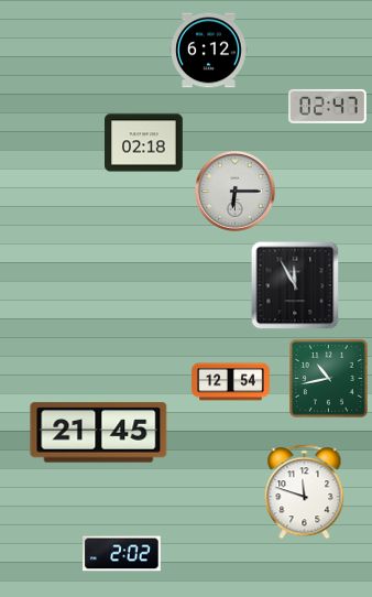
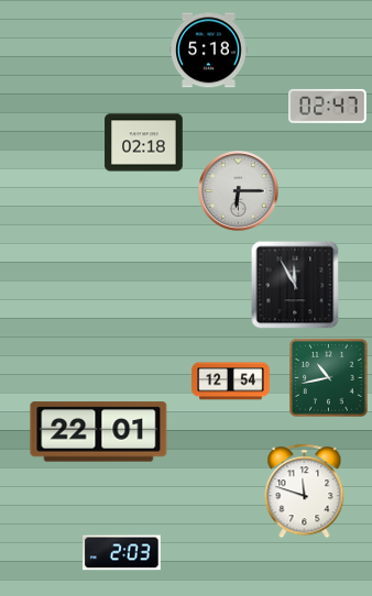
clock at (209, 51): 6:12 -> 5:18
clock at (236, 192) position: (236, 192) -> (239, 191)
clock at (99, 433): 21:45 -> 22:01
clock at (122, 554): 2:02 -> 2:03
